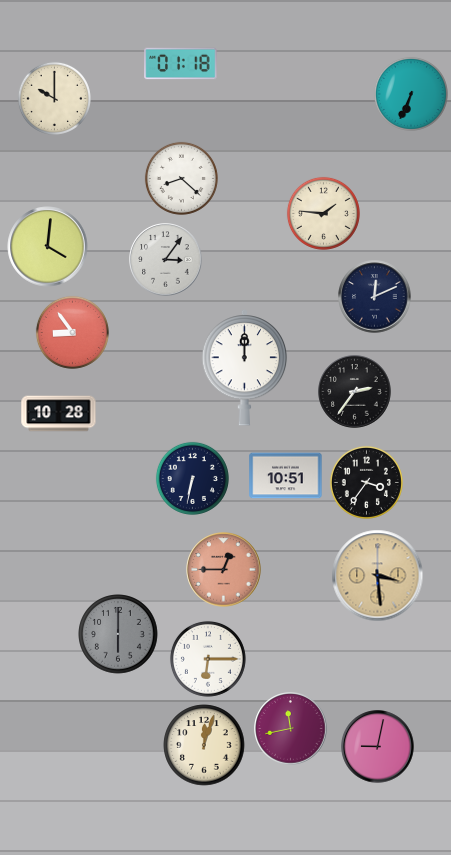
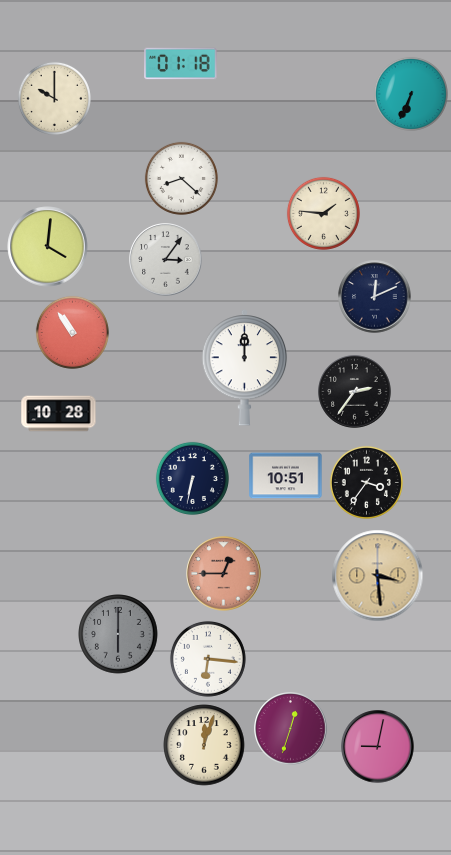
clock at (72, 332): 8:54 -> 10:54
clock at (224, 570) position: (224, 570) -> (224, 574)
clock at (208, 659): 6:15 -> 6:16
clock at (291, 729): 11:43 -> 12:33
